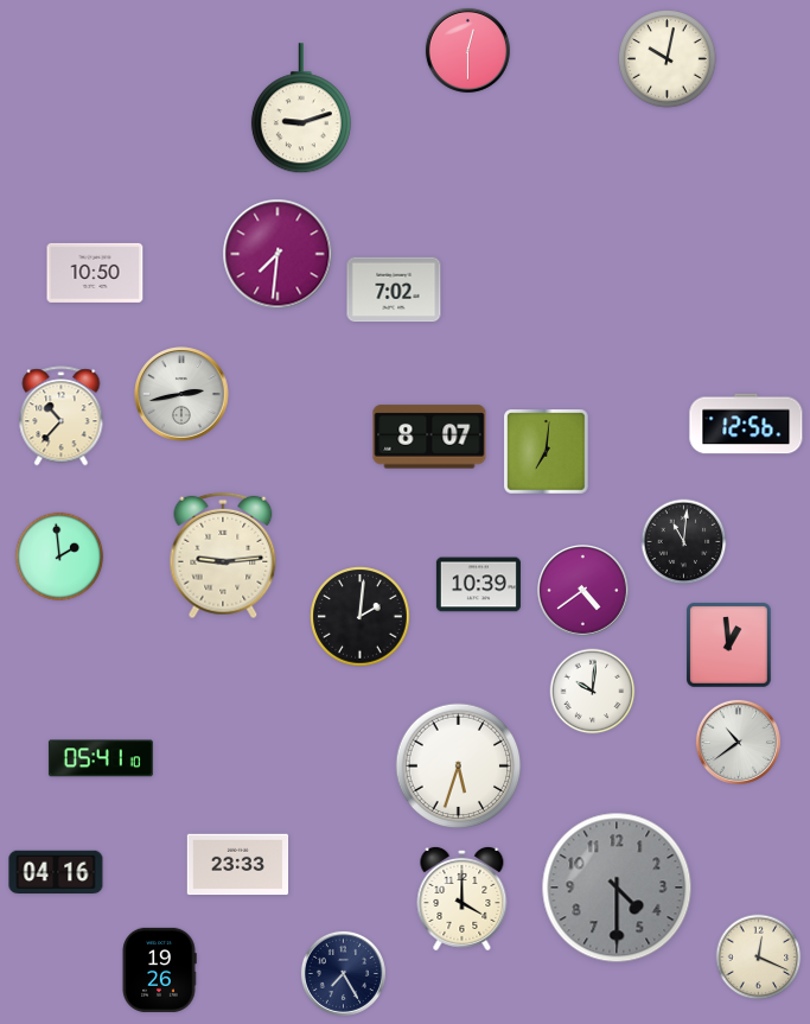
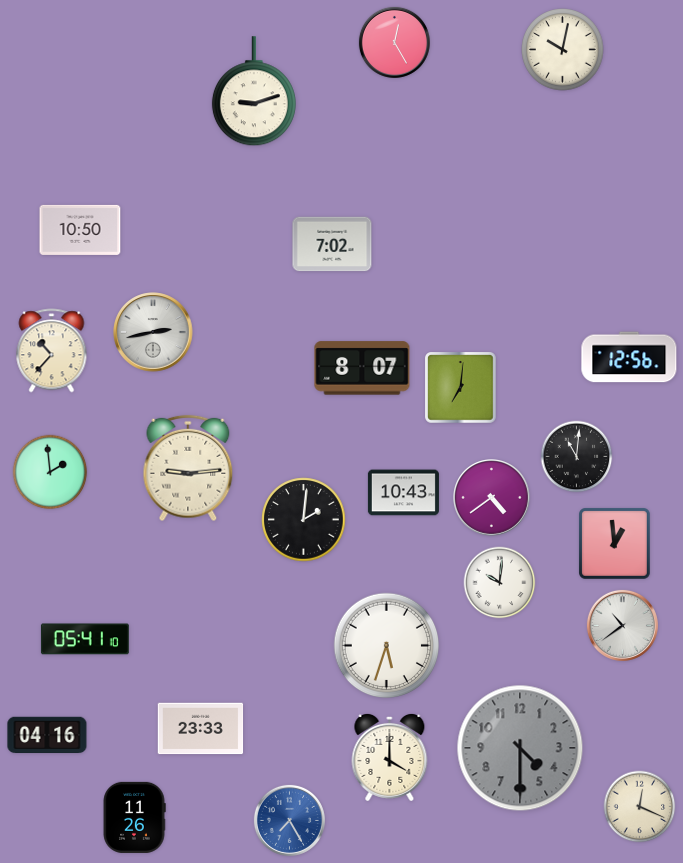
clock at (467, 50): 12:30 -> 12:25
clock at (278, 254): 7:31 -> none
clock at (547, 452) position: (547, 452) -> (461, 388)
clock at (59, 556) position: (59, 556) -> (50, 472)
clock at (478, 585): 10:39 -> 10:43
clock at (159, 969): 19:26 -> 11:26
clock at (343, 973) dial: navy -> blue
